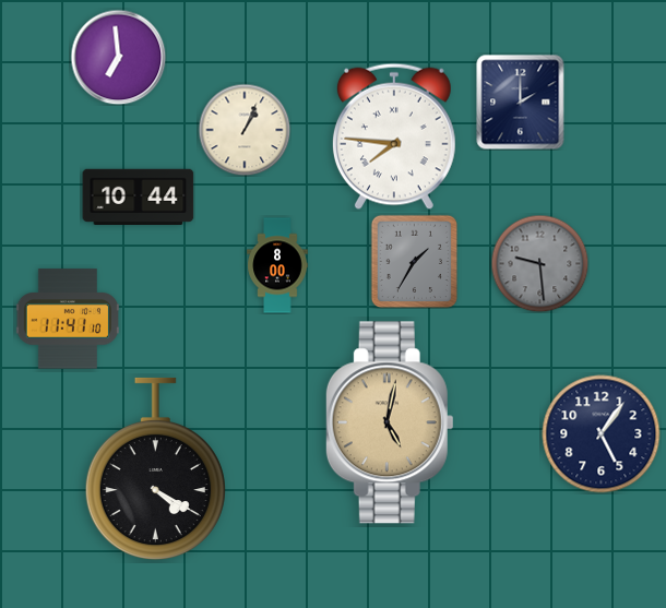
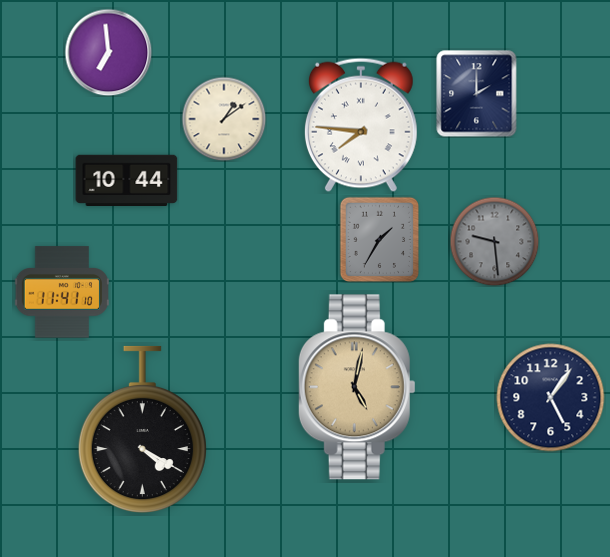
clock at (245, 130): 1:04 -> 1:09
clock at (277, 265): 8:00 -> none
